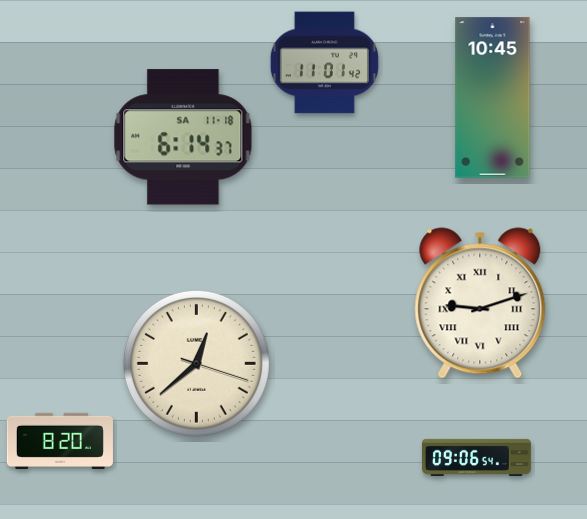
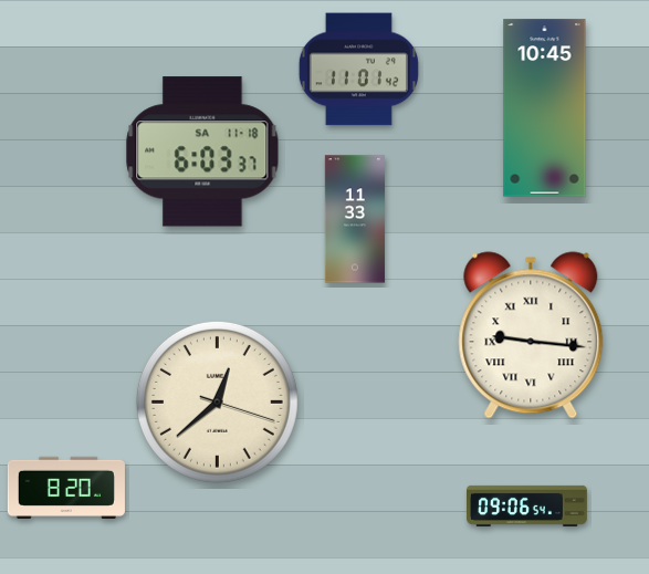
clock at (183, 137): 6:14 -> 6:03
clock at (355, 219): none -> 11:33
clock at (480, 303): 9:12 -> 9:16
